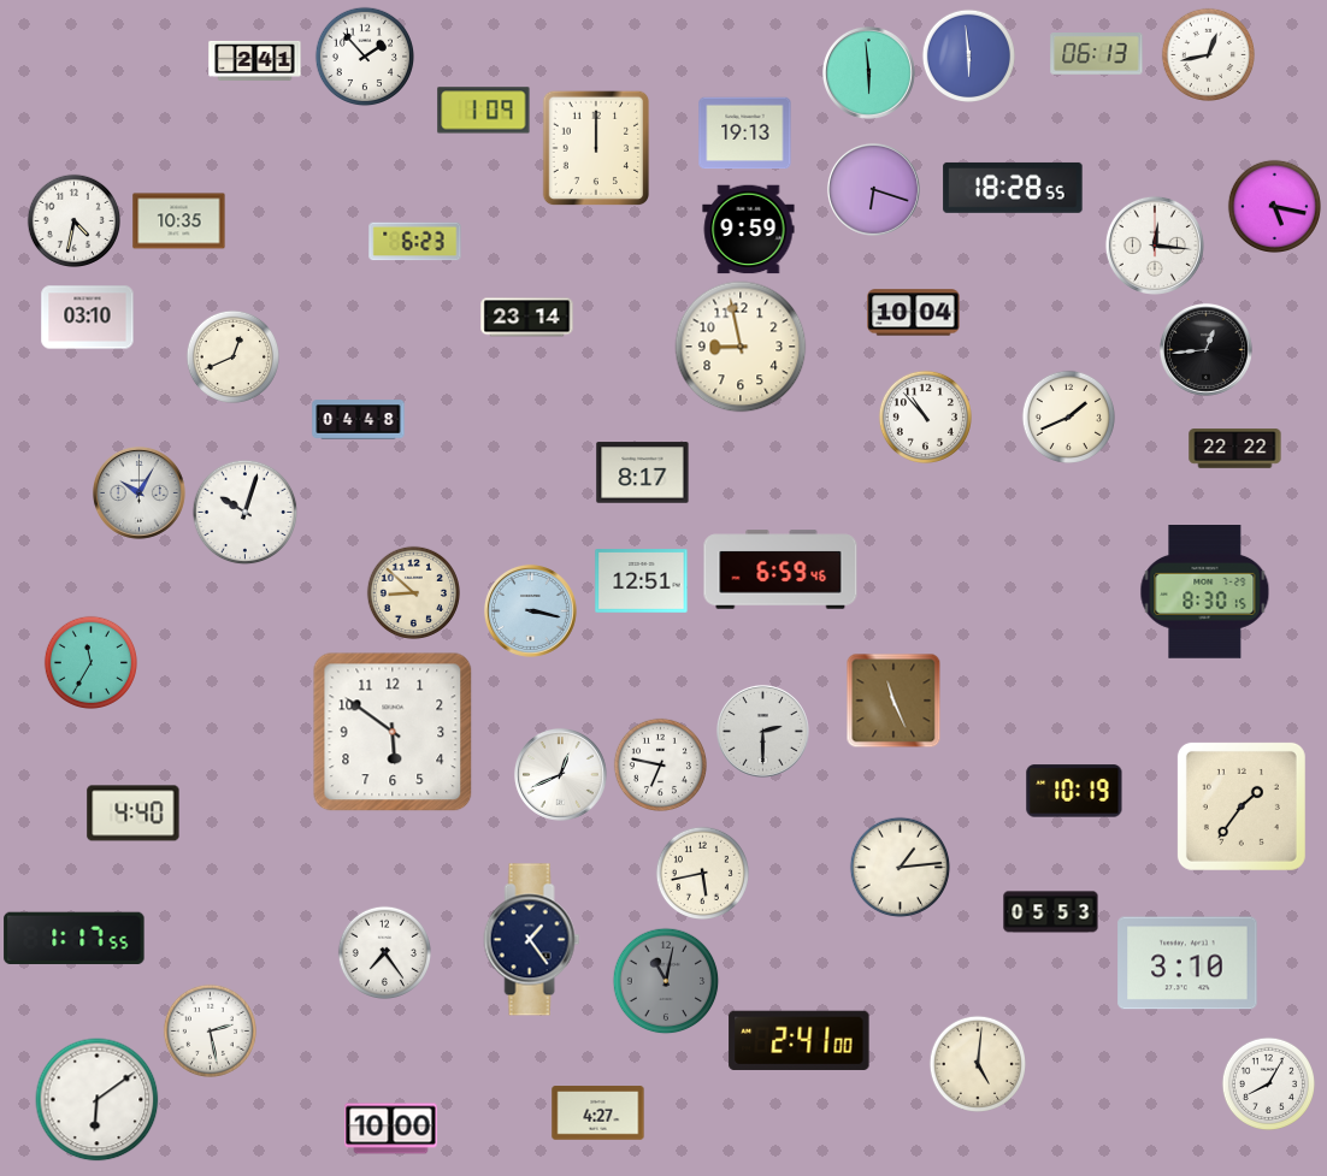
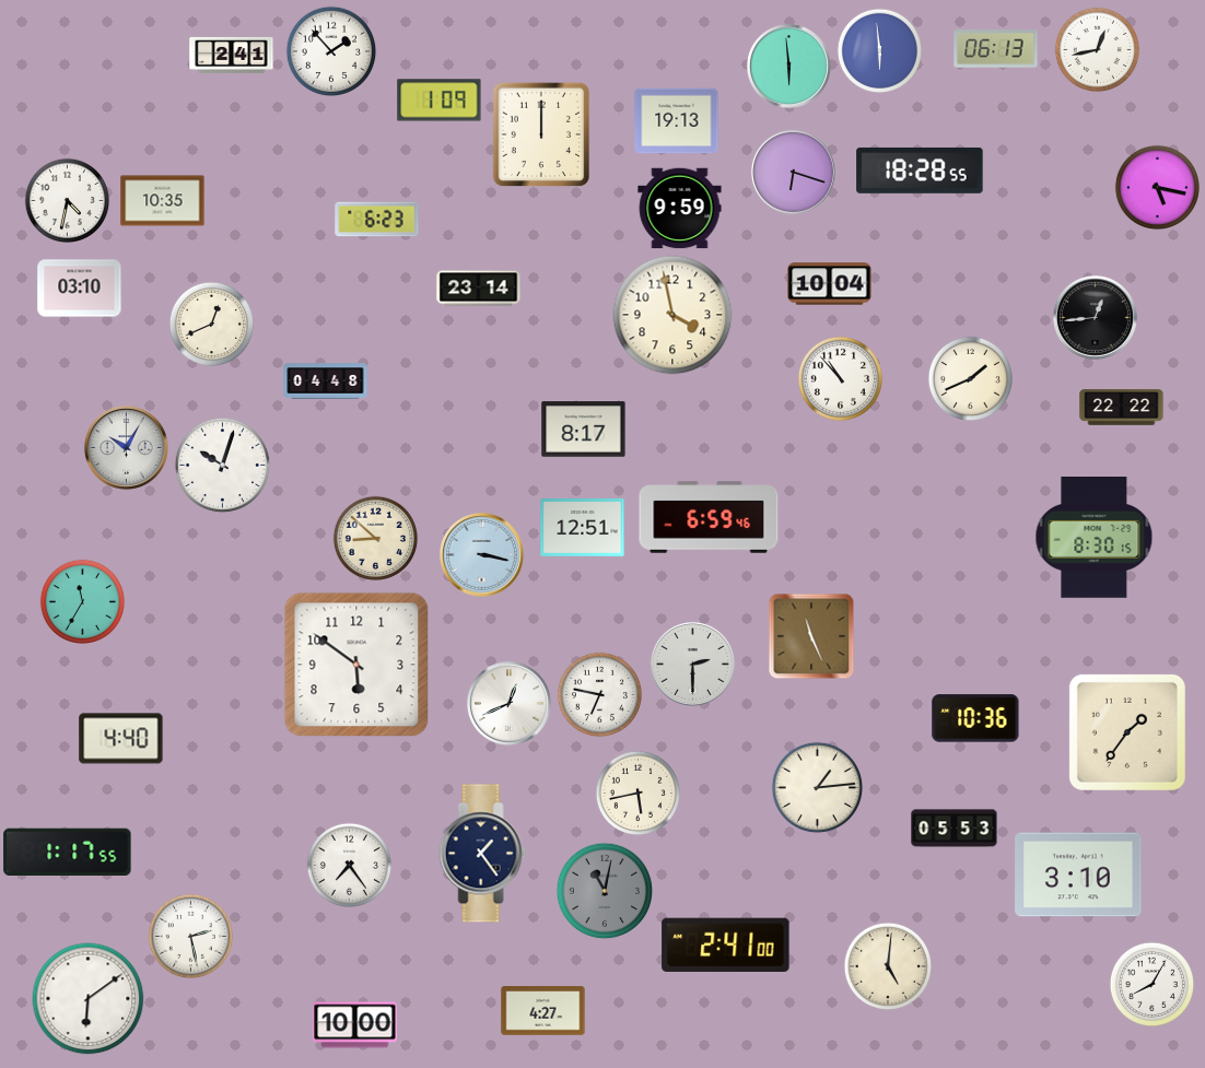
clock at (1155, 246): 12:16 -> none
clock at (741, 347): 8:58 -> 3:58
clock at (1074, 791): 10:19 -> 10:36
